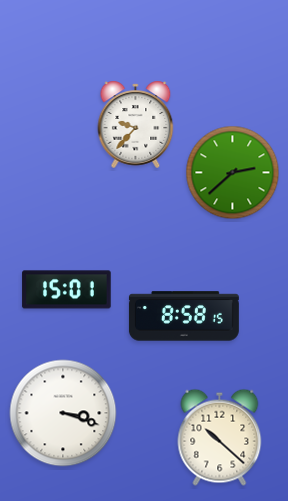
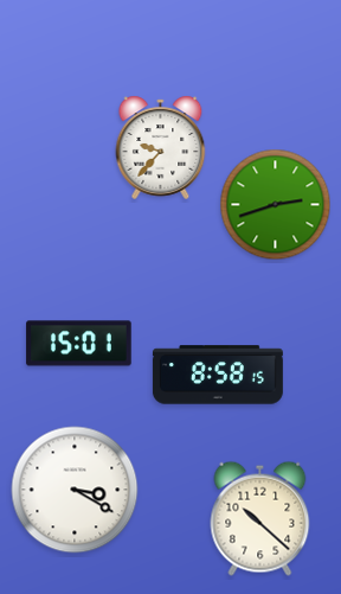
clock at (233, 173): 2:38 -> 2:42
clock at (63, 413): 3:18 -> 3:20
